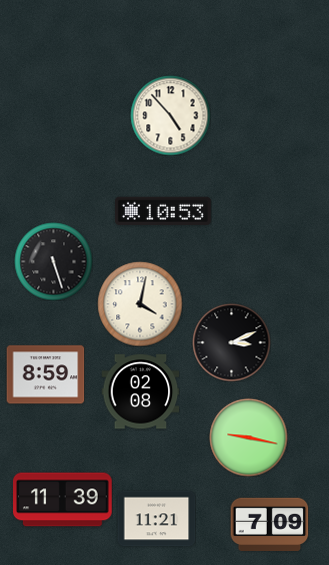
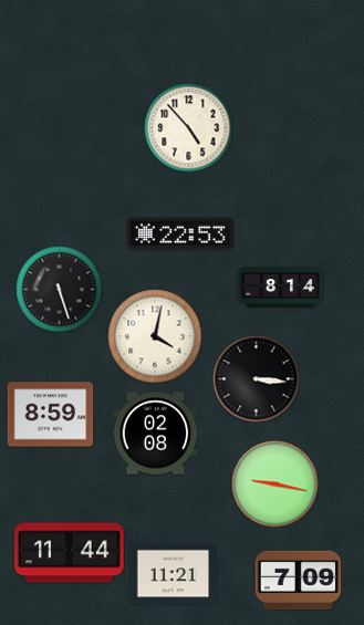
clock at (163, 211): 10:53 -> 22:53
clock at (280, 288): none -> 8:14
clock at (231, 342): 3:11 -> 3:16
clock at (63, 500): 11:39 -> 11:44
